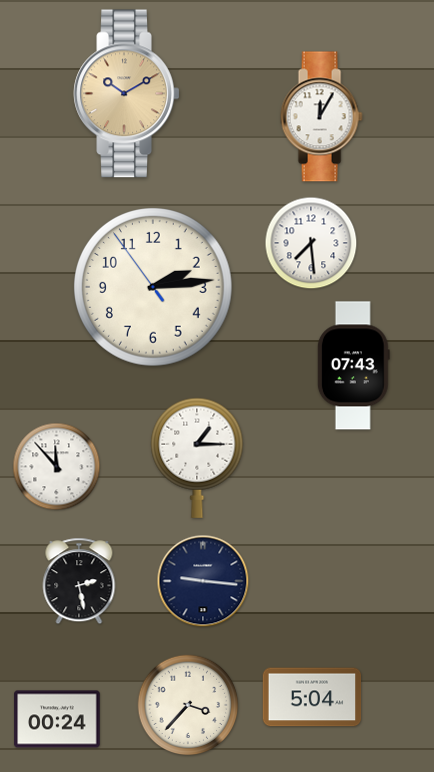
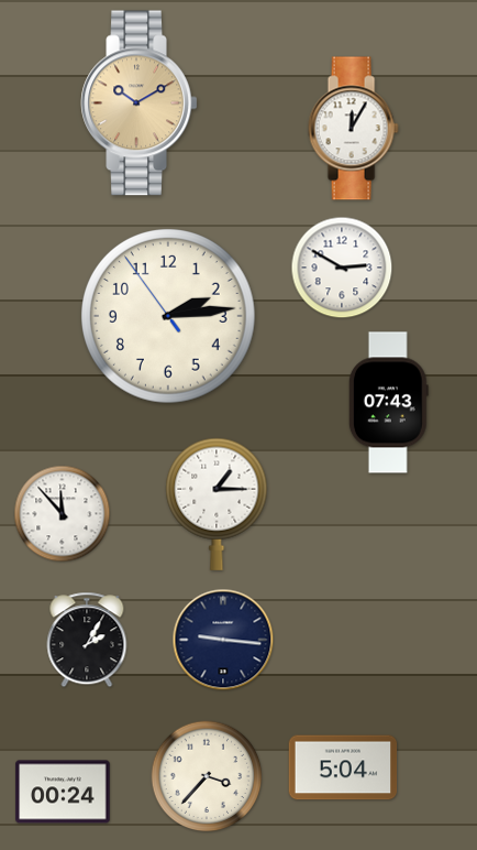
clock at (311, 243): 7:29 -> 2:50
clock at (79, 581): 2:28 -> 2:05
